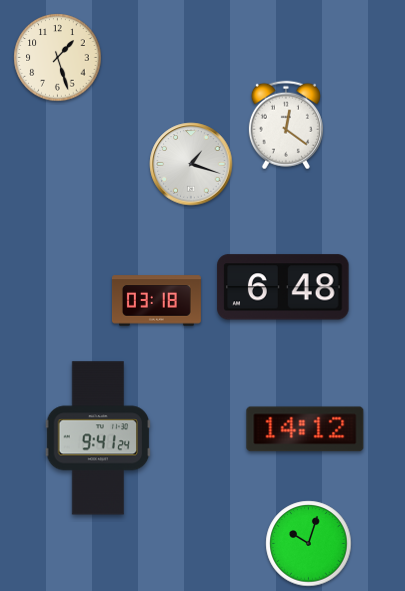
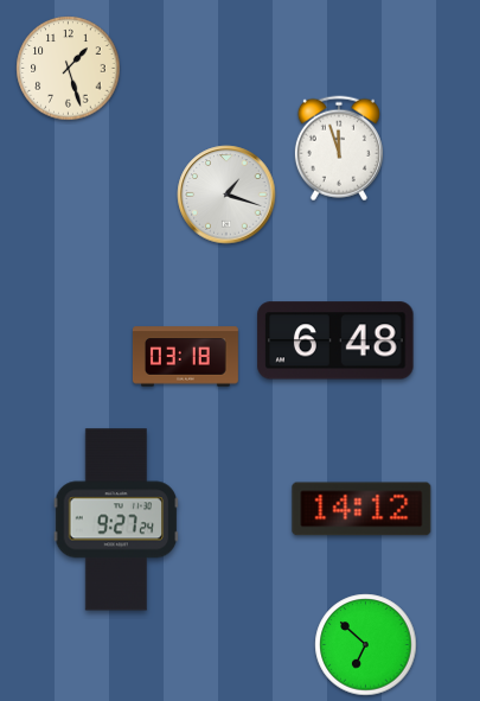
clock at (286, 125): 12:21 -> 11:57
clock at (98, 438): 9:41 -> 9:27
clock at (309, 544): 10:03 -> 6:52
